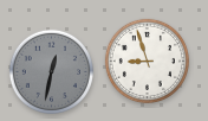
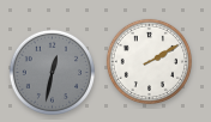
clock at (147, 60): 8:57 -> 2:10
